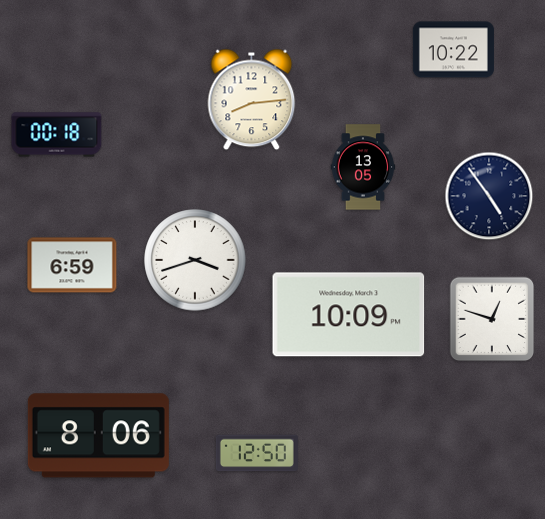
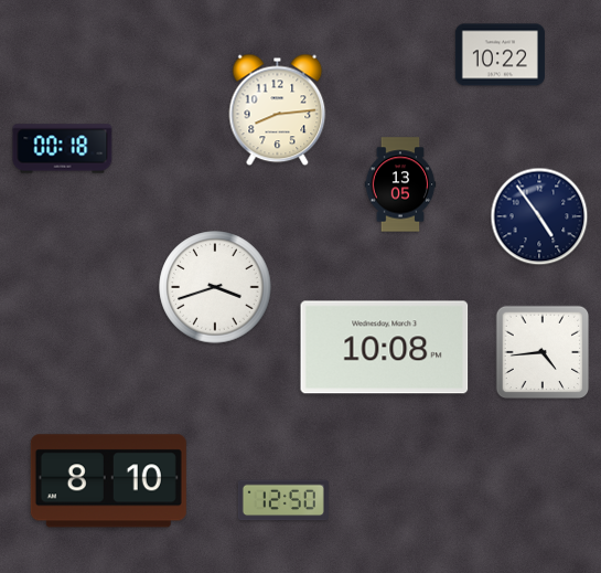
clock at (72, 265): 6:59 -> none
clock at (349, 315): 10:09 -> 10:08
clock at (492, 319): 12:48 -> 4:44
clock at (98, 436): 8:06 -> 8:10
